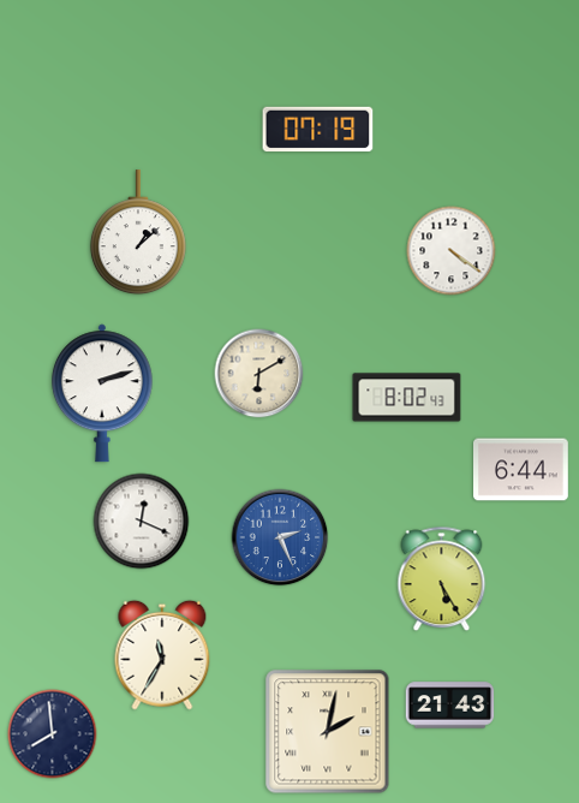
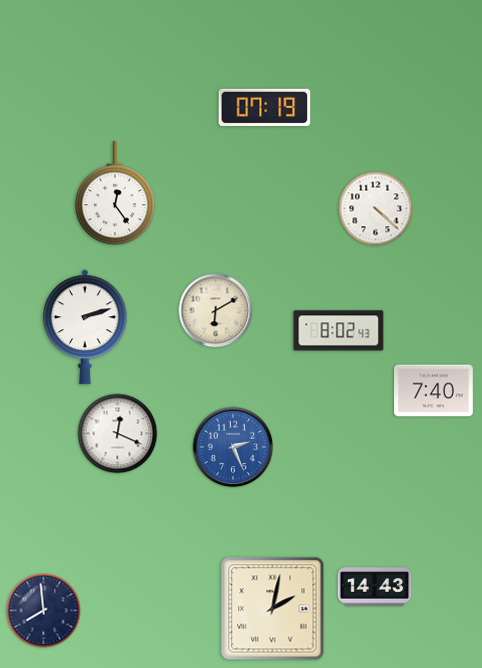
clock at (138, 233): 1:08 -> 12:24
clock at (452, 251): 4:21 -> 4:22
clock at (521, 470): 6:44 -> 7:40
clock at (442, 579): 5:25 -> none
clock at (162, 655): 11:35 -> none
clock at (450, 706): 21:43 -> 14:43
